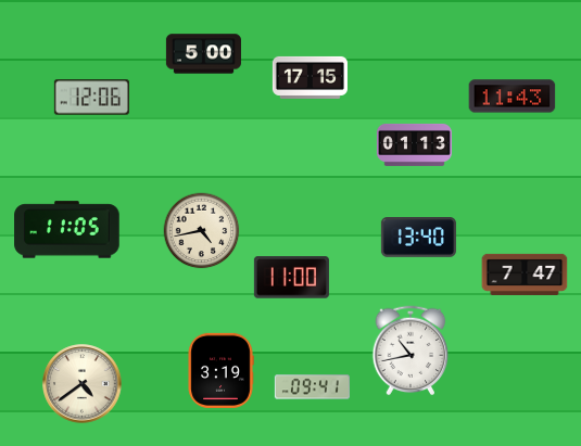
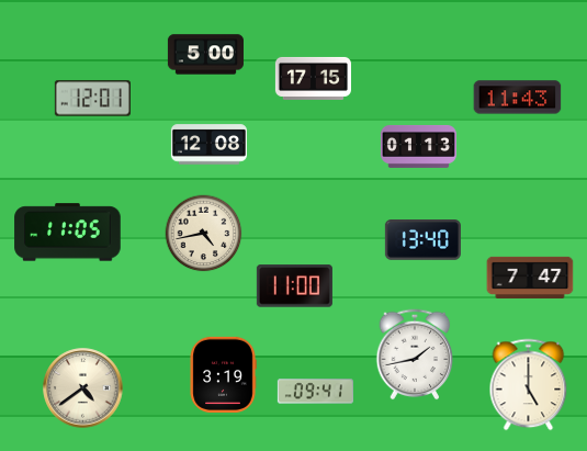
clock at (91, 98): 12:06 -> 12:01
clock at (208, 145): none -> 12:08
clock at (291, 278) position: (291, 278) -> (294, 286)
clock at (411, 351): 10:43 -> 1:43
clock at (529, 385): none -> 5:00
